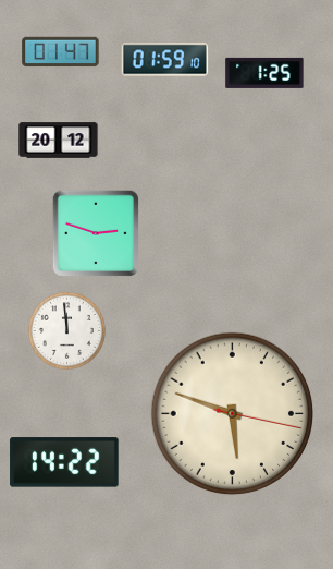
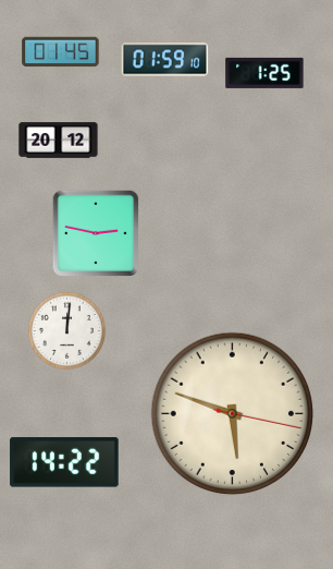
clock at (61, 52): 01:47 -> 01:45
clock at (96, 233): 2:48 -> 2:47
clock at (66, 330): 11:59 -> 12:01
